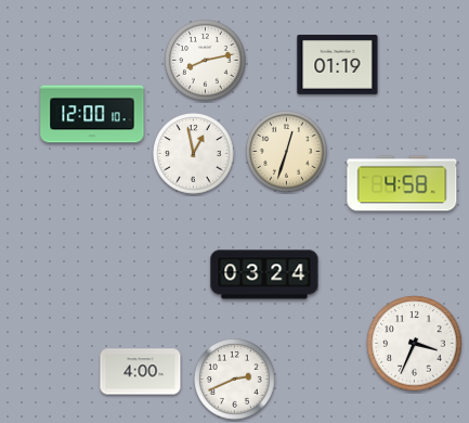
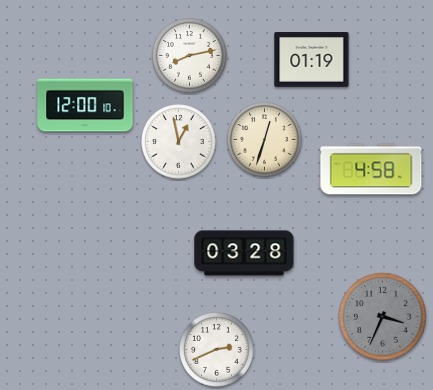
clock at (264, 274): 03:24 -> 03:28
clock at (415, 344) dial: white -> grey
clock at (141, 372): 4:00 -> none
